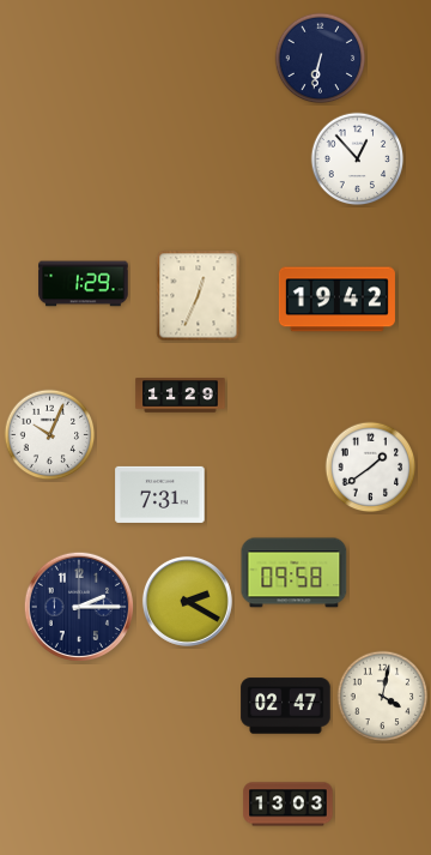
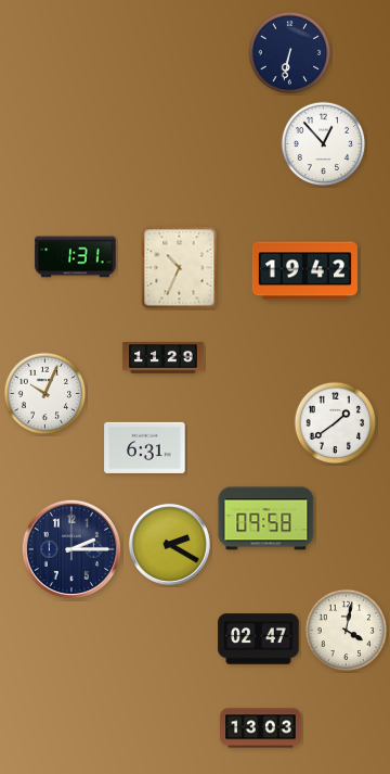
clock at (84, 284): 1:29 -> 1:31
clock at (199, 296): 12:34 -> 10:34
clock at (160, 494): 7:31 -> 6:31
